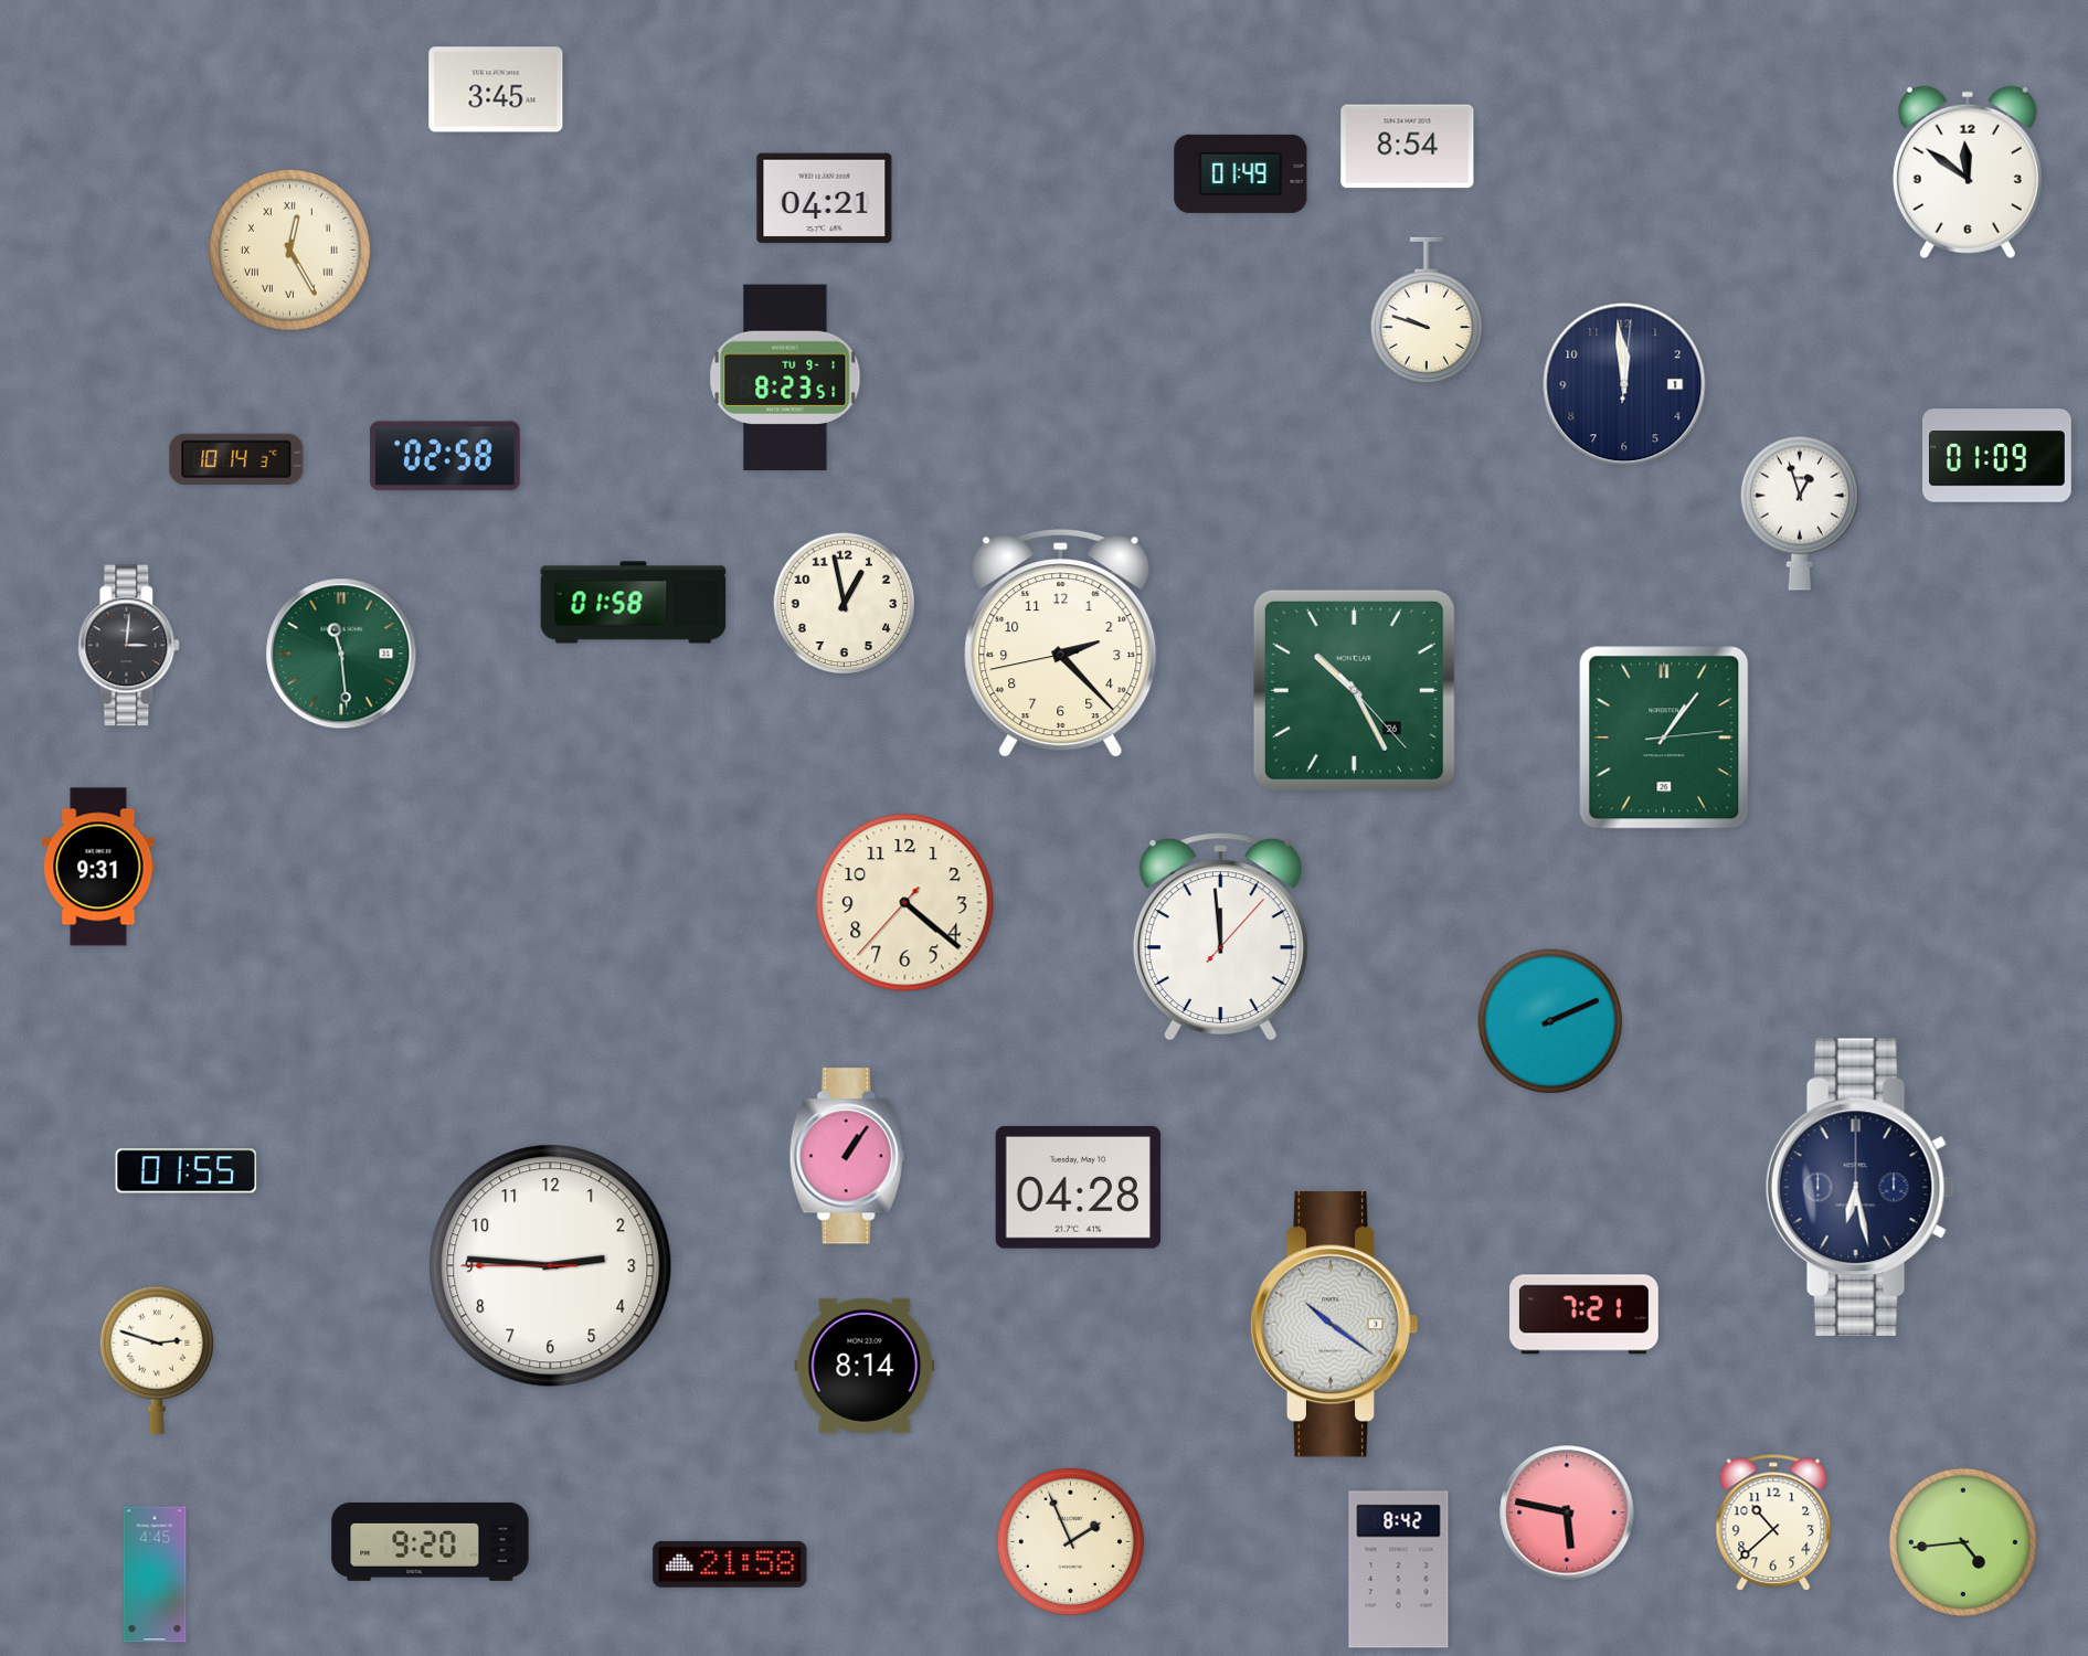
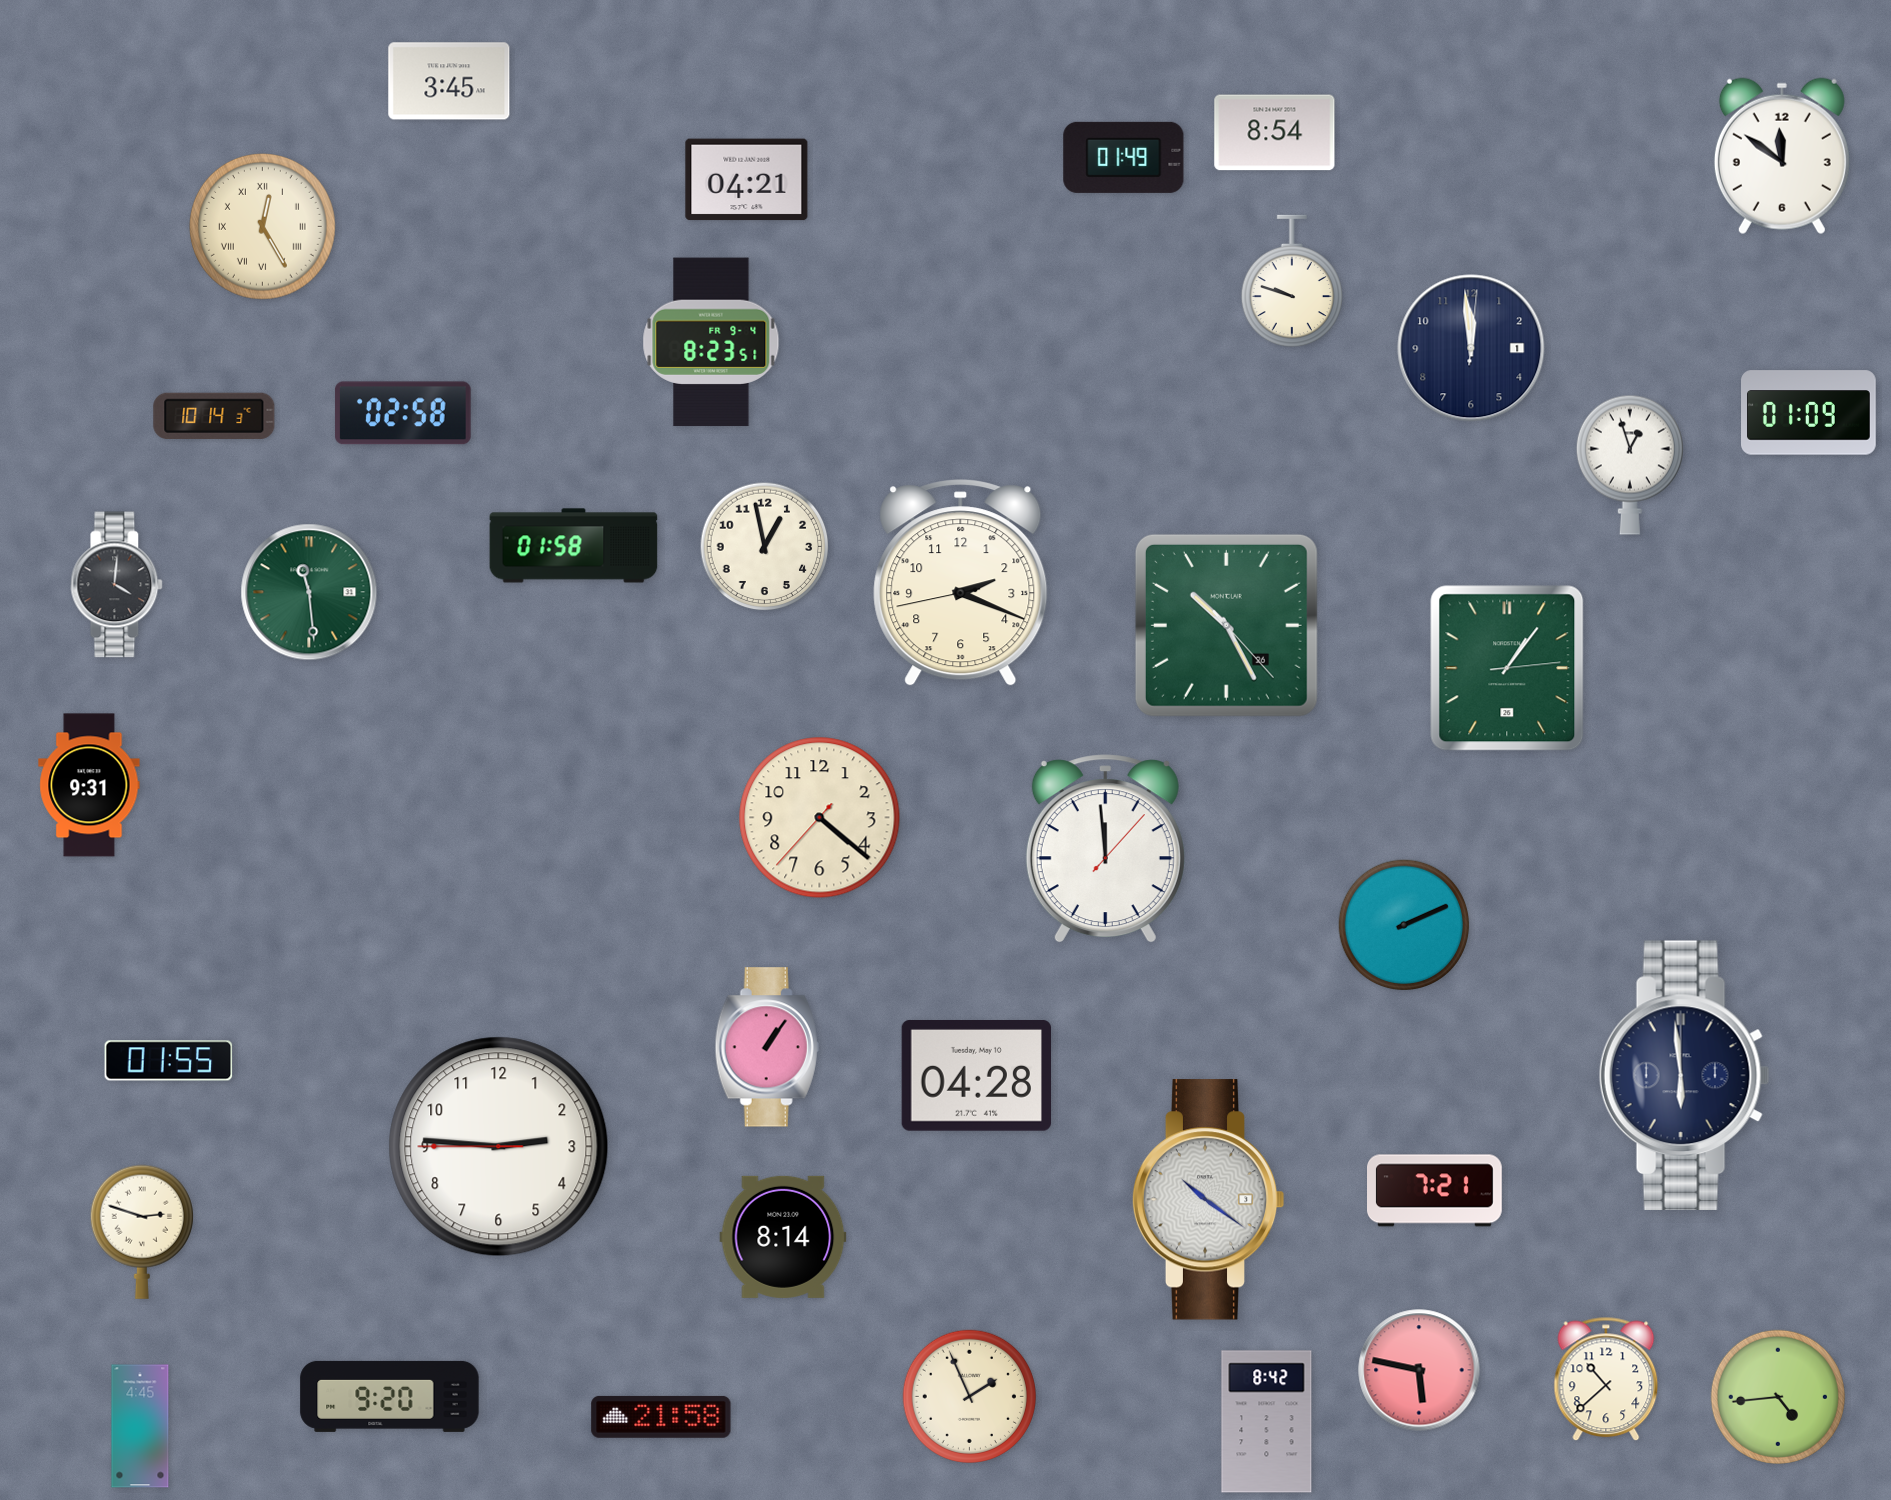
clock at (785, 378) date: TU 9-1 -> FR 9-4
clock at (1061, 644): 2:22 -> 2:18
clock at (129, 646): 3:01 -> 4:01
clock at (1859, 1187): 6:28 -> 5:59
